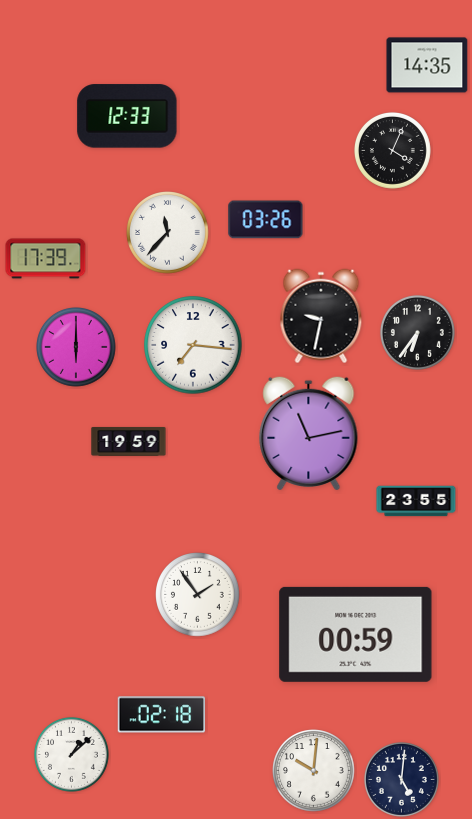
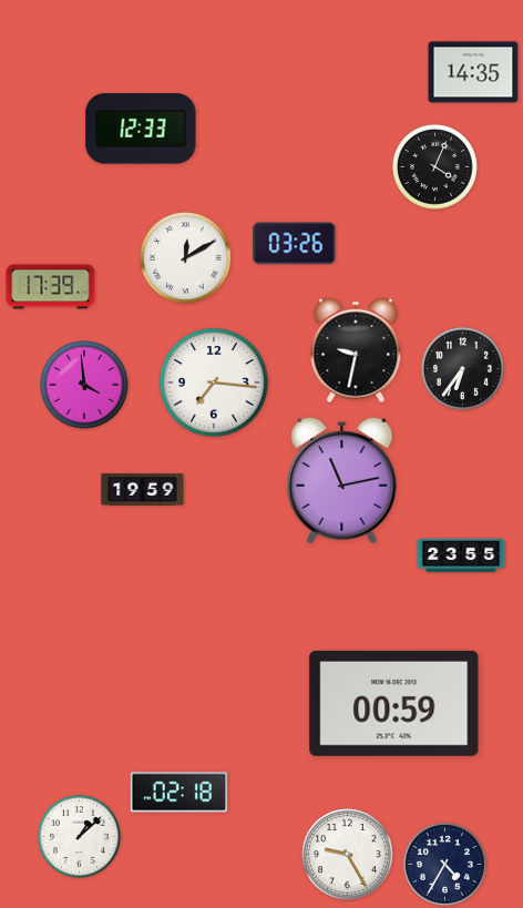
clock at (168, 233): 11:37 -> 12:10
clock at (77, 348): 6:00 -> 3:59
clock at (198, 595): 1:54 -> none
clock at (314, 771): 10:01 -> 9:25
clock at (401, 779): 5:01 -> 4:35
